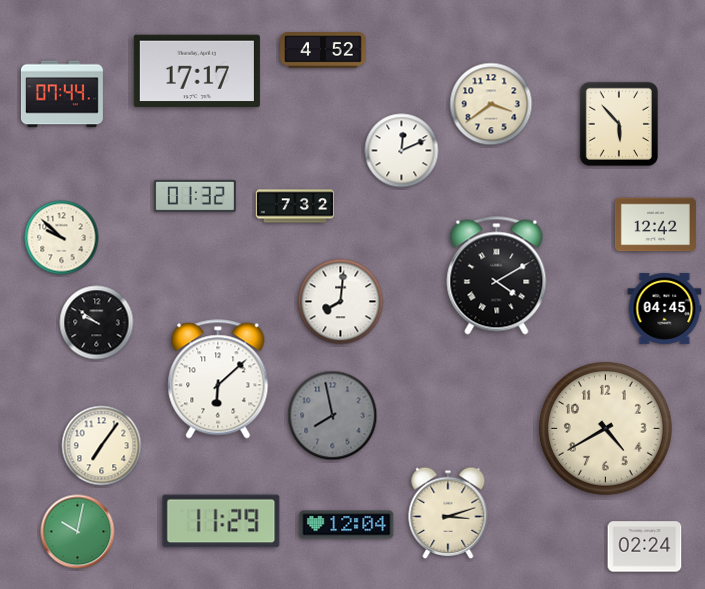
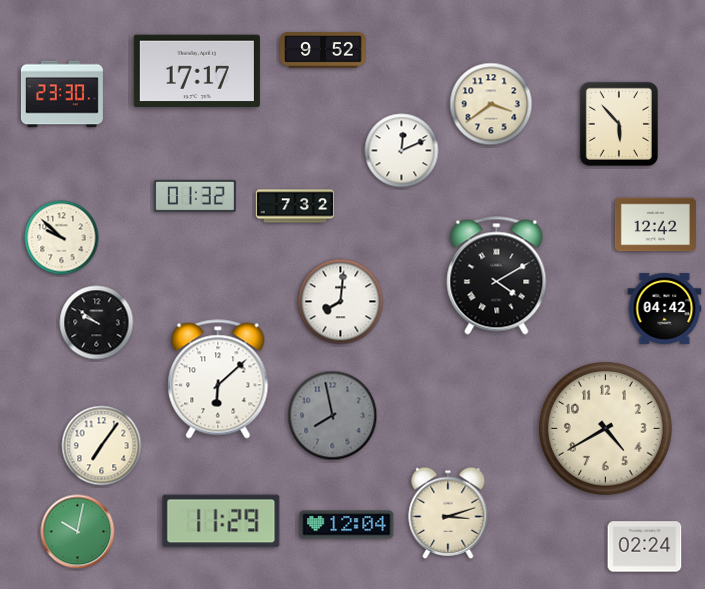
clock at (323, 50): 4:52 -> 9:52
clock at (62, 94): 07:44 -> 23:30
clock at (665, 308): 04:45 -> 04:42
